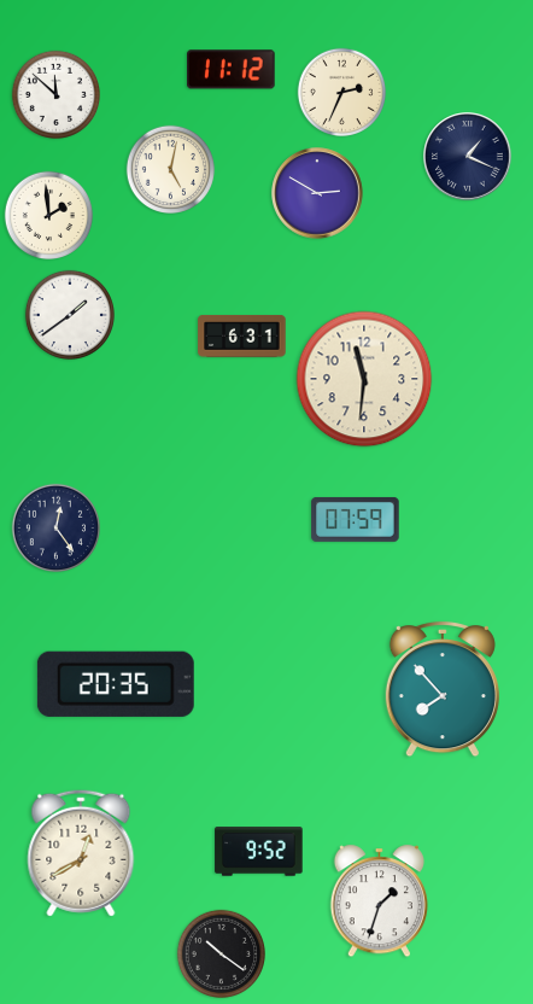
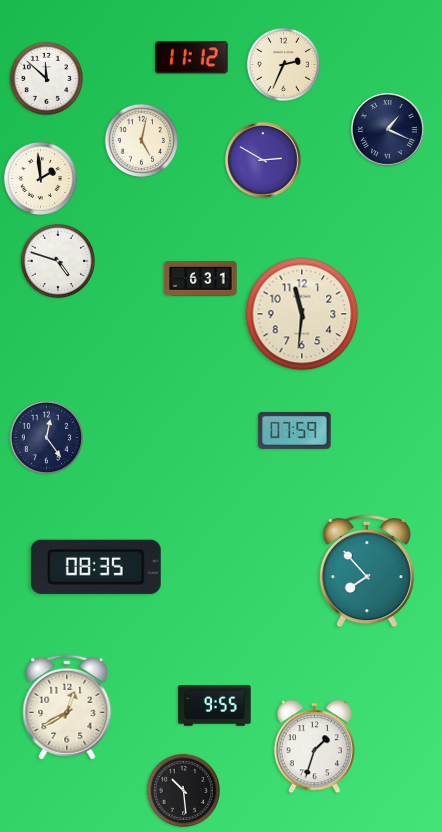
clock at (341, 92) position: (341, 92) -> (283, 64)
clock at (70, 315): 1:39 -> 4:48
clock at (116, 684): 20:35 -> 08:35
clock at (259, 852): 9:52 -> 9:55
clock at (221, 953): 10:21 -> 10:29
